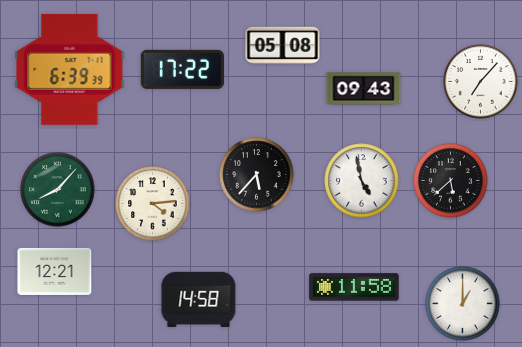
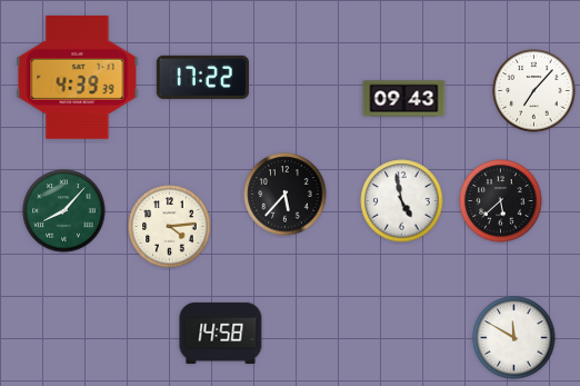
clock at (283, 46): 05:08 -> none
clock at (70, 69): 6:39 -> 4:39
clock at (55, 271): 12:21 -> none
clock at (354, 287): 11:58 -> none
clock at (463, 304): 1:00 -> 11:50
